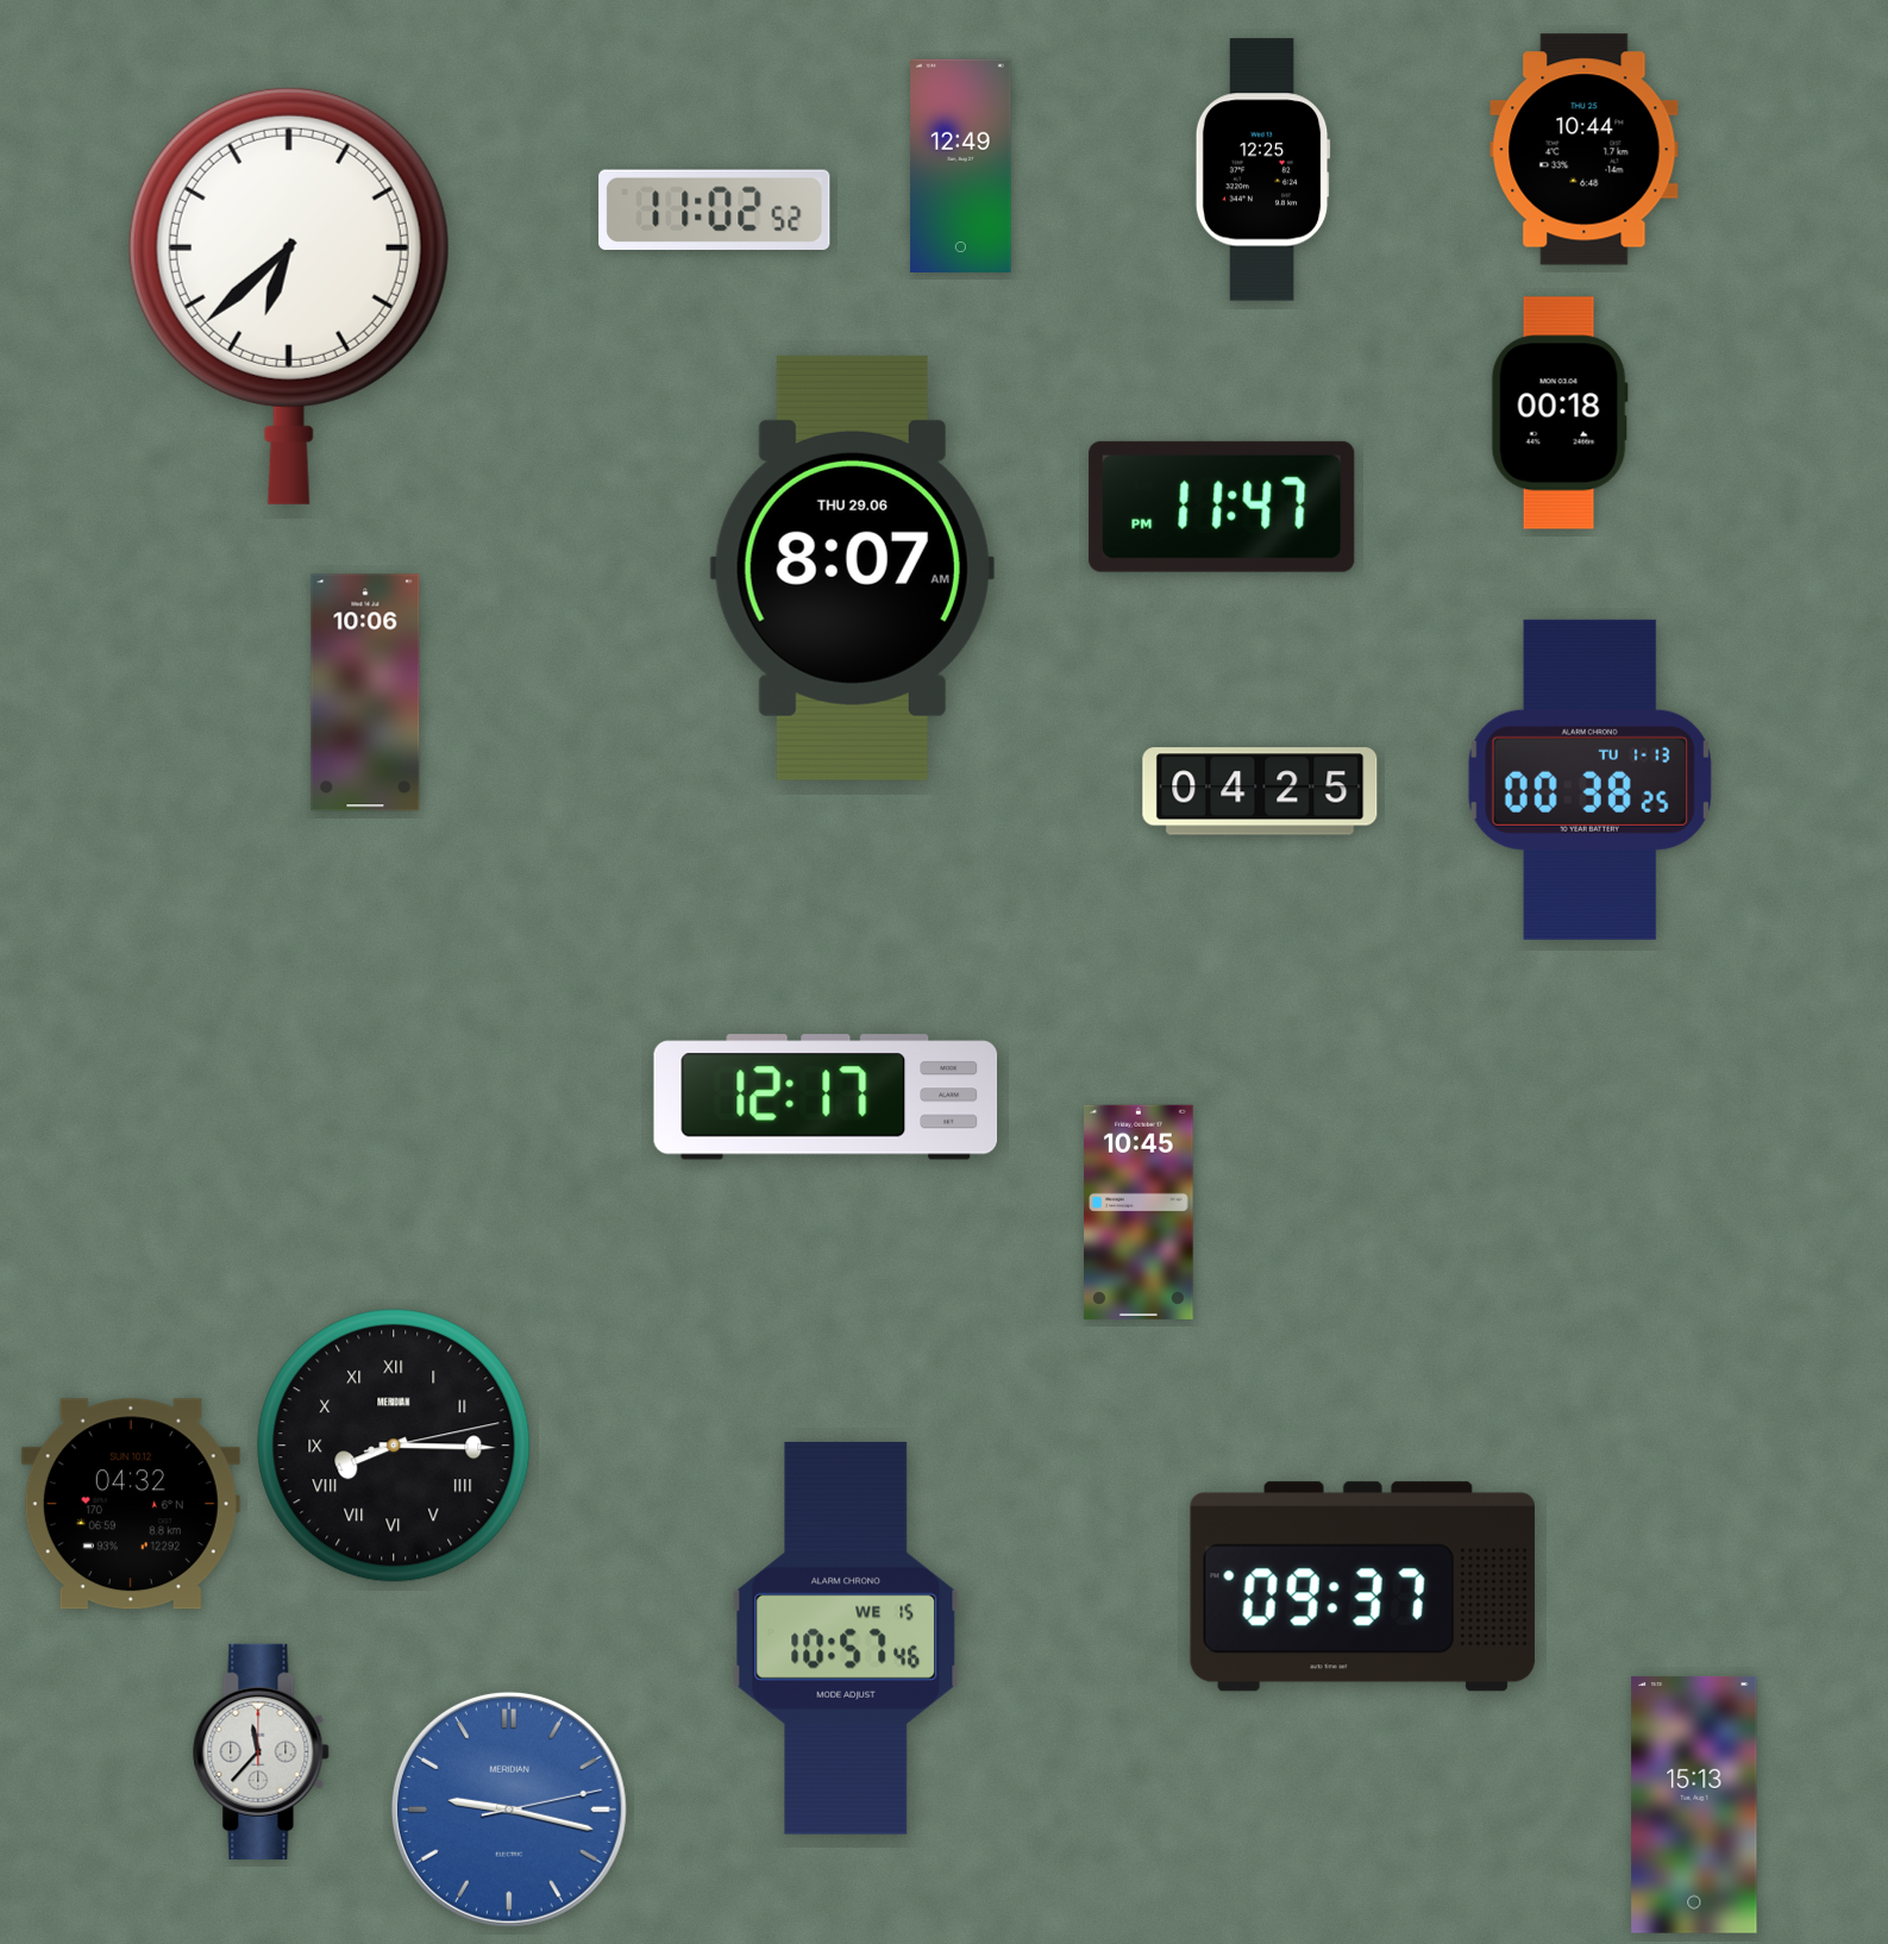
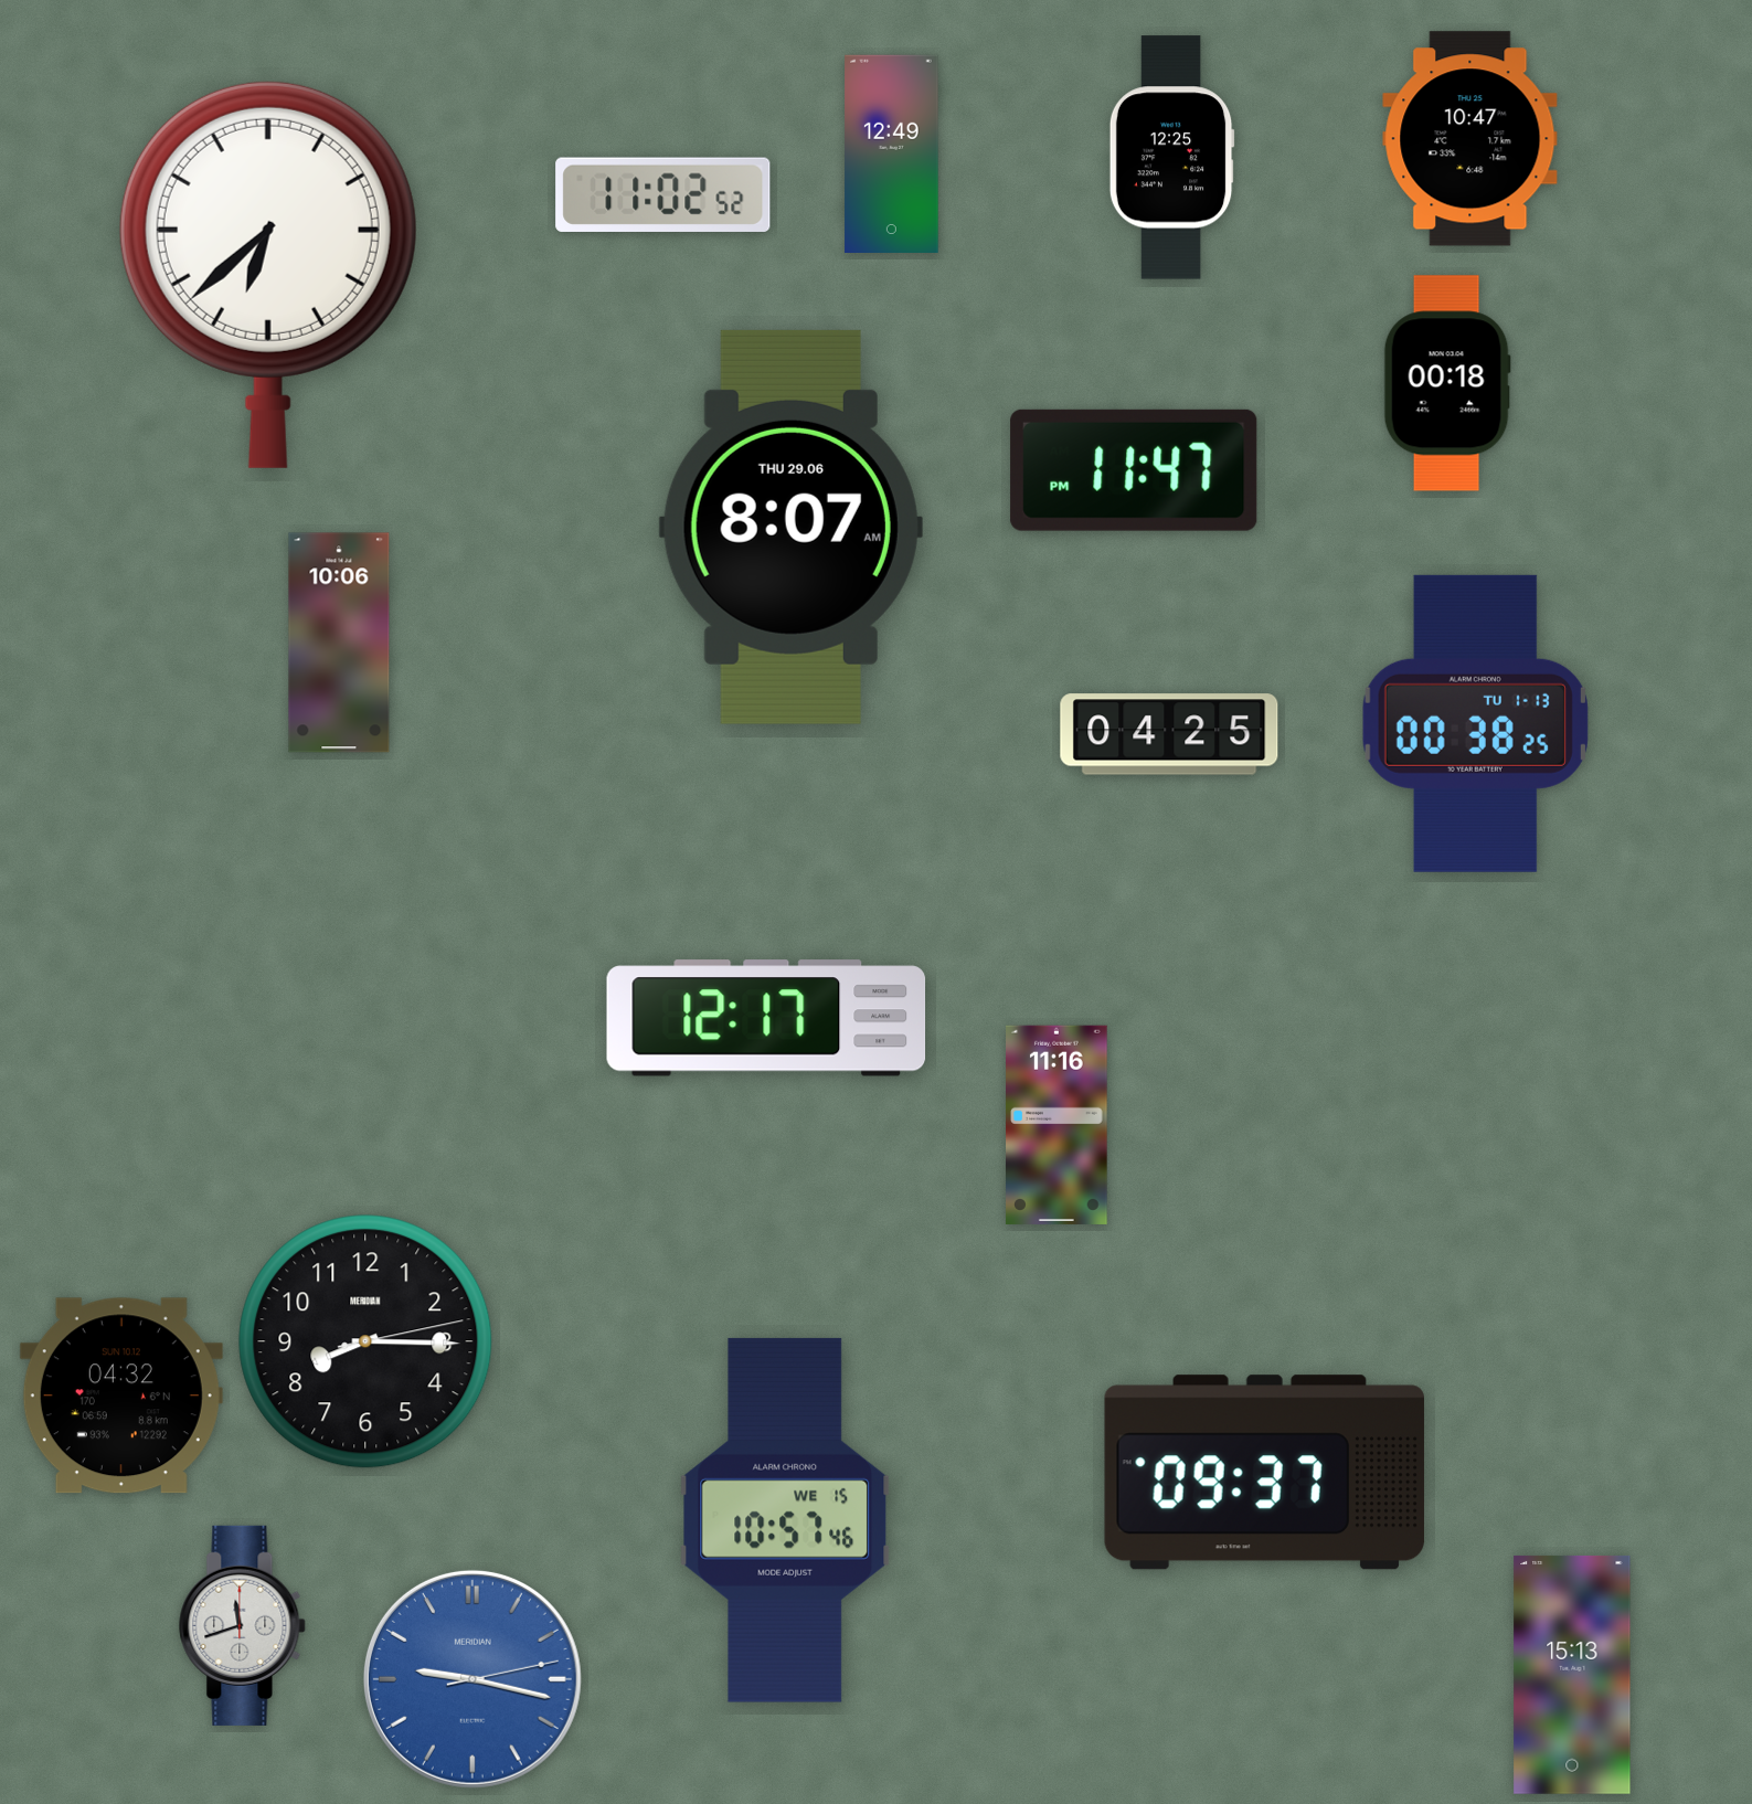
clock at (1585, 150): 10:44 -> 10:47
clock at (1139, 1212): 10:45 -> 11:16
clock at (394, 1446) numerals: Roman -> Arabic
clock at (262, 1751): 11:37 -> 11:42
